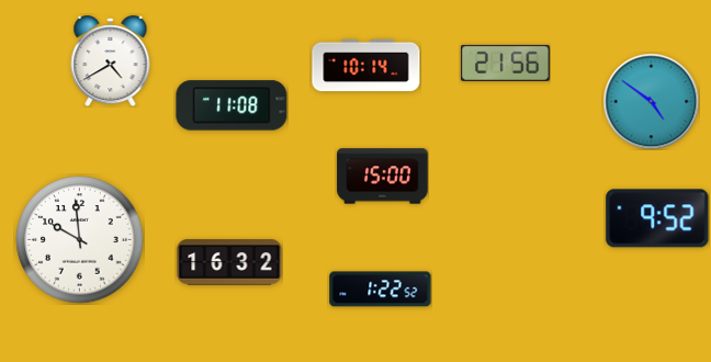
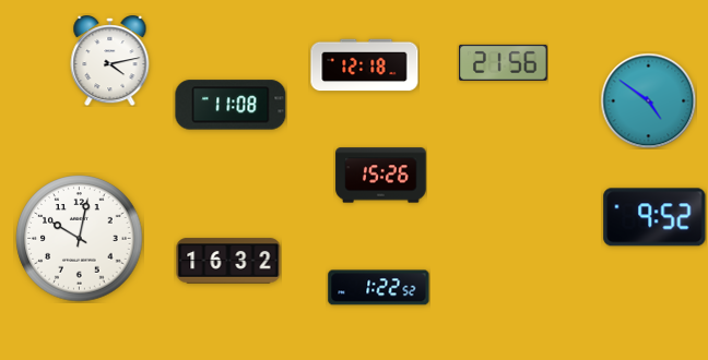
clock at (111, 61): 4:40 -> 4:13
clock at (366, 66): 10:14 -> 12:18
clock at (383, 177): 15:00 -> 15:26
clock at (80, 240): 9:59 -> 10:02
